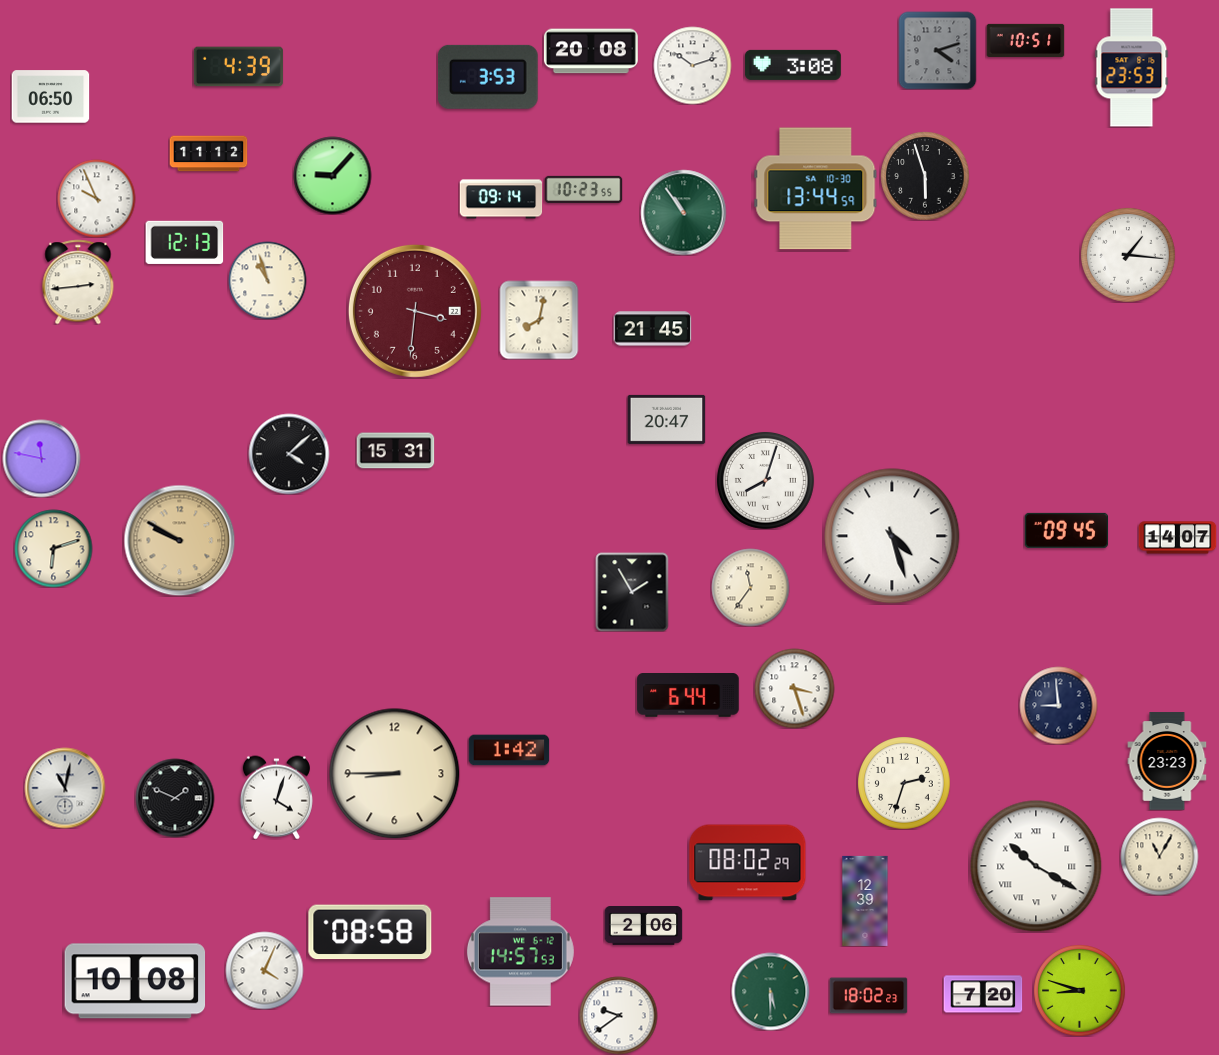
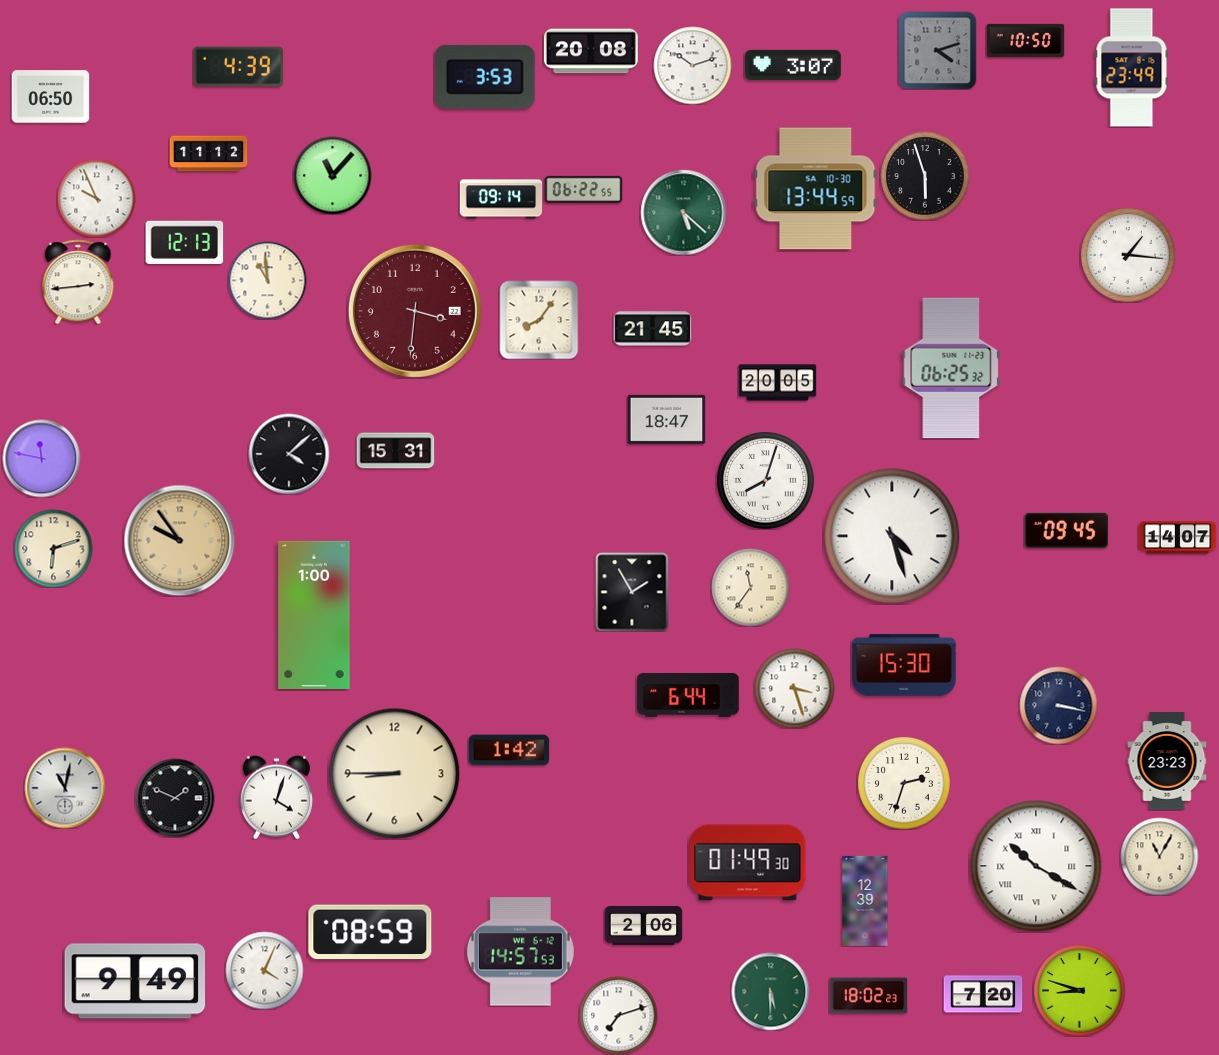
clock at (1025, 40): 10:51 -> 10:50
clock at (793, 65): 3:08 -> 3:07
clock at (1132, 68): 23:53 -> 23:49
clock at (488, 77) position: (488, 77) -> (485, 77)
clock at (332, 175): 9:07 -> 11:07
clock at (583, 189): 10:23 -> 06:22
clock at (683, 212): 10:54 -> 5:22
clock at (267, 280): 10:57 -> 10:59
clock at (539, 320): 8:02 -> 8:06
clock at (951, 368): none -> 06:25
clock at (777, 383): none -> 20:05
clock at (666, 419): 20:47 -> 18:47
clock at (179, 540): 9:50 -> 9:54
clock at (314, 615): none -> 1:00
clock at (904, 665): none -> 15:30
clock at (1058, 705): 8:59 -> 3:17
clock at (748, 863): 08:02 -> 01:49
clock at (370, 932): 08:58 -> 08:59
clock at (135, 981): 10:08 -> 9:49
clock at (618, 1015): 9:39 -> 7:12
